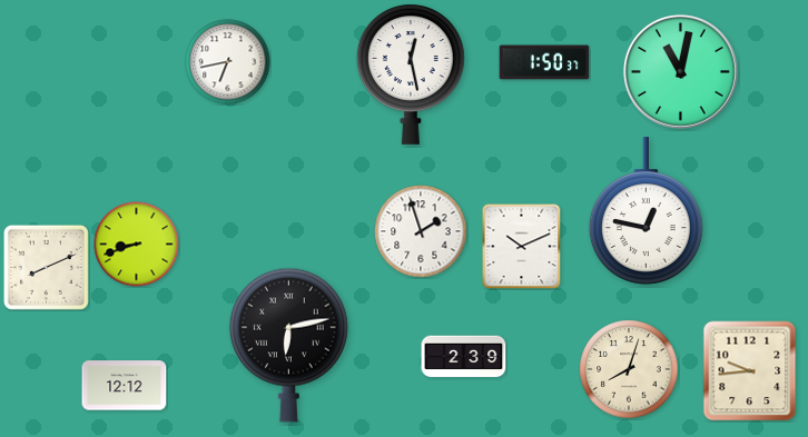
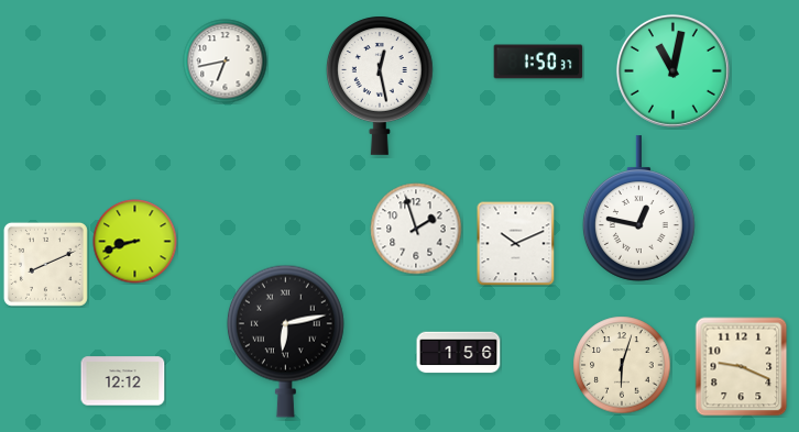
clock at (411, 75) position: (411, 75) -> (380, 86)
clock at (464, 357): 2:39 -> 1:56
clock at (629, 369): 8:03 -> 6:03
clock at (750, 371): 9:44 -> 9:19
